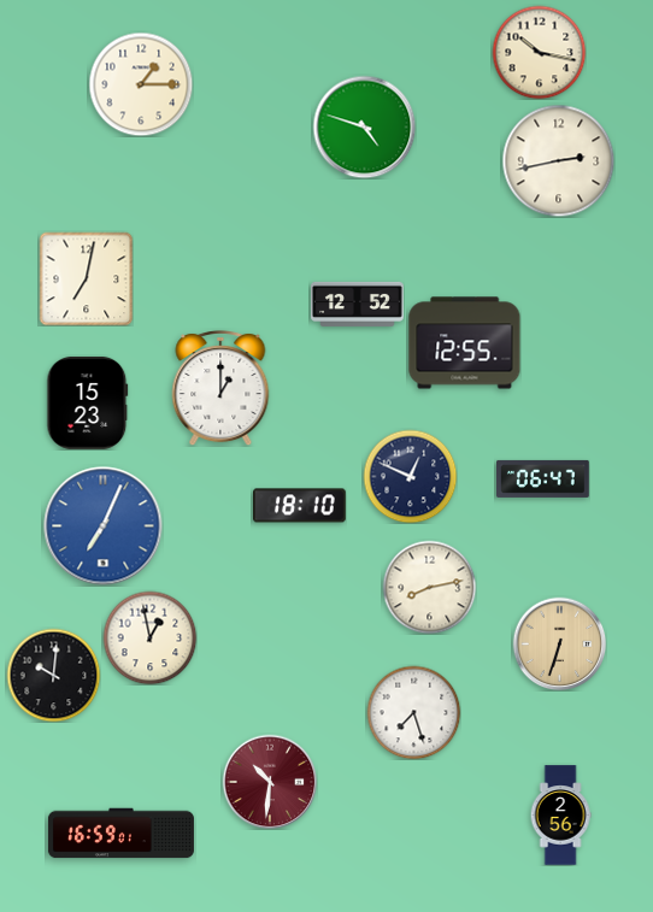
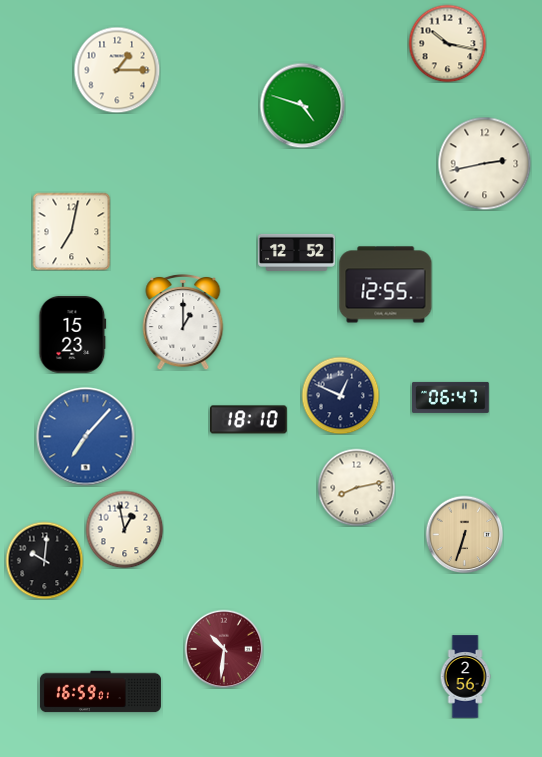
clock at (558, 160) position: (558, 160) -> (484, 163)
clock at (104, 526): 7:04 -> 7:07
clock at (413, 712): 7:27 -> none
